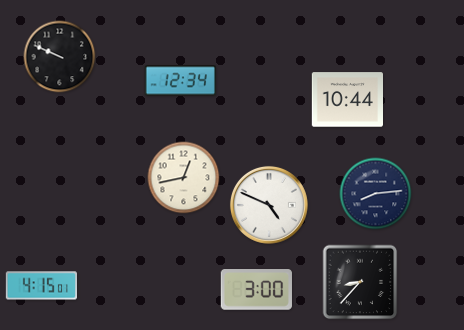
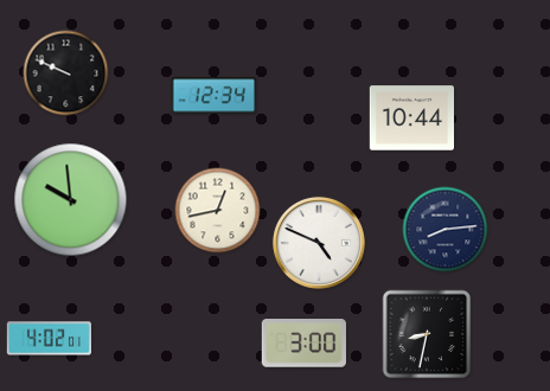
clock at (60, 57) position: (60, 57) -> (66, 73)
clock at (71, 200): none -> 9:59
clock at (360, 282): 8:37 -> 8:32
clock at (41, 286): 4:15 -> 4:02
